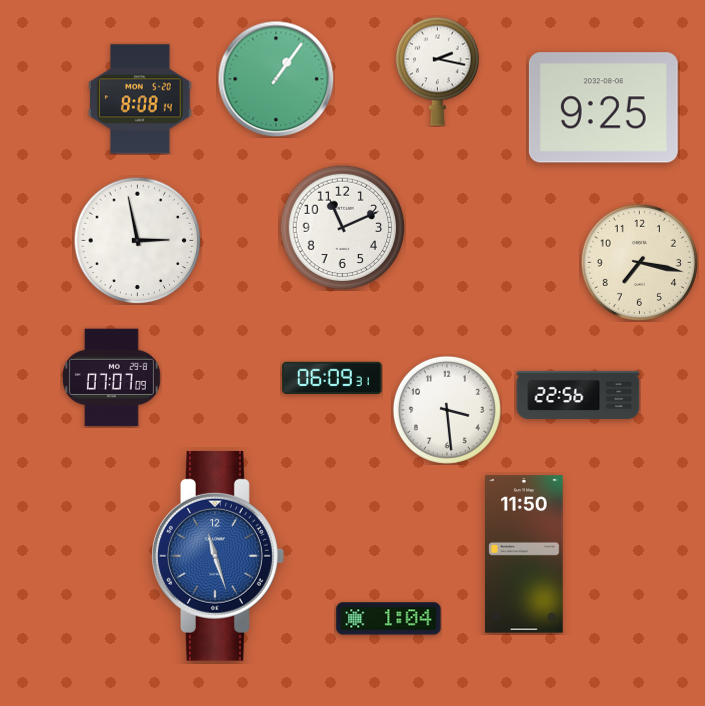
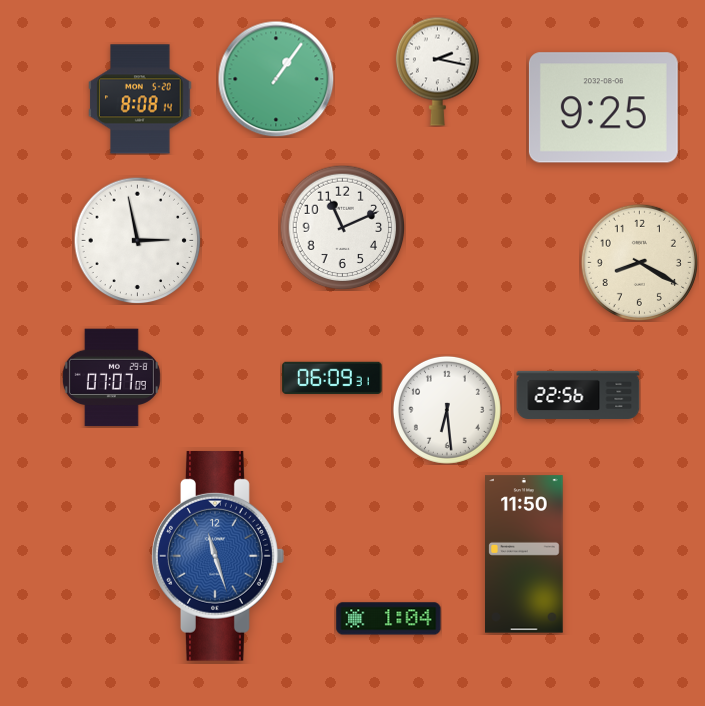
clock at (639, 262): 7:17 -> 8:20
clock at (447, 410): 3:29 -> 6:29
